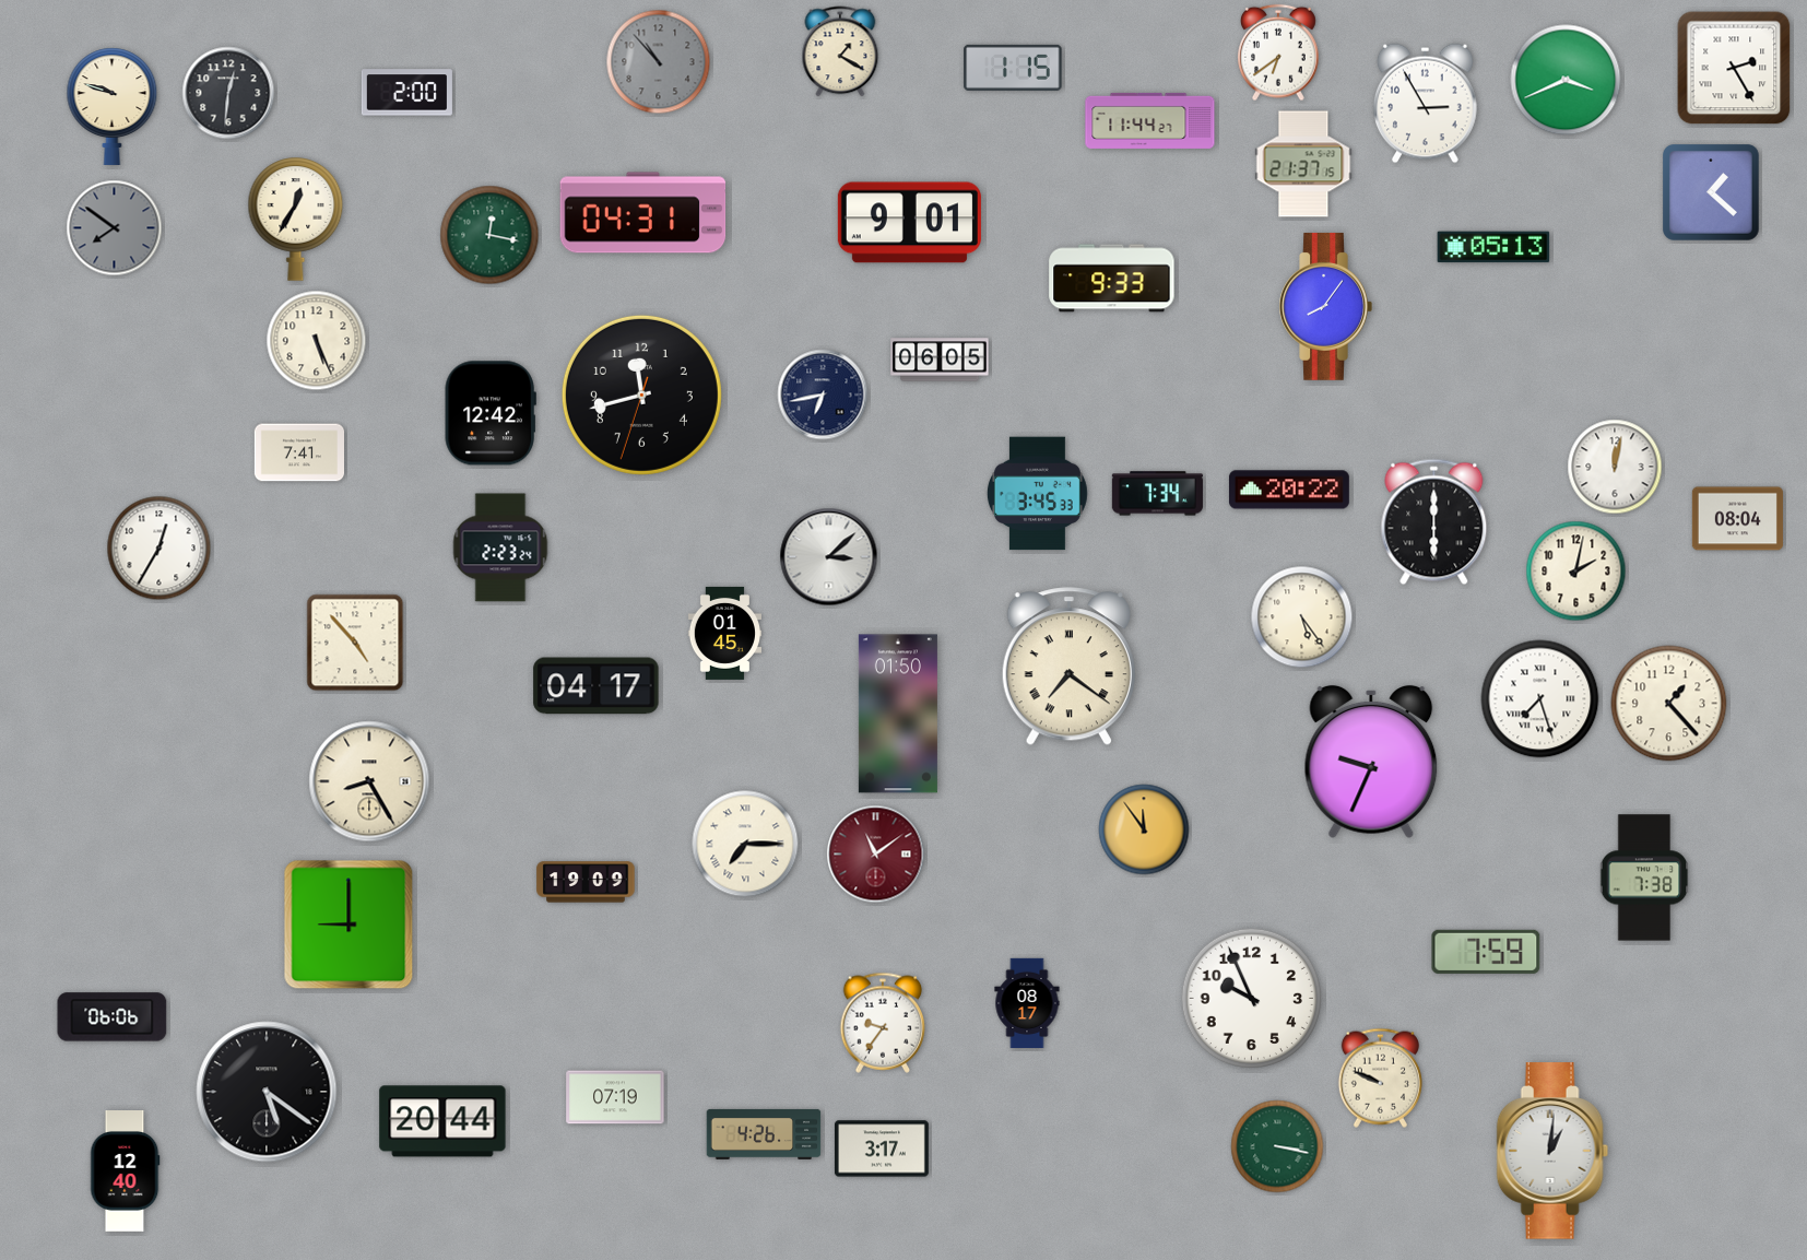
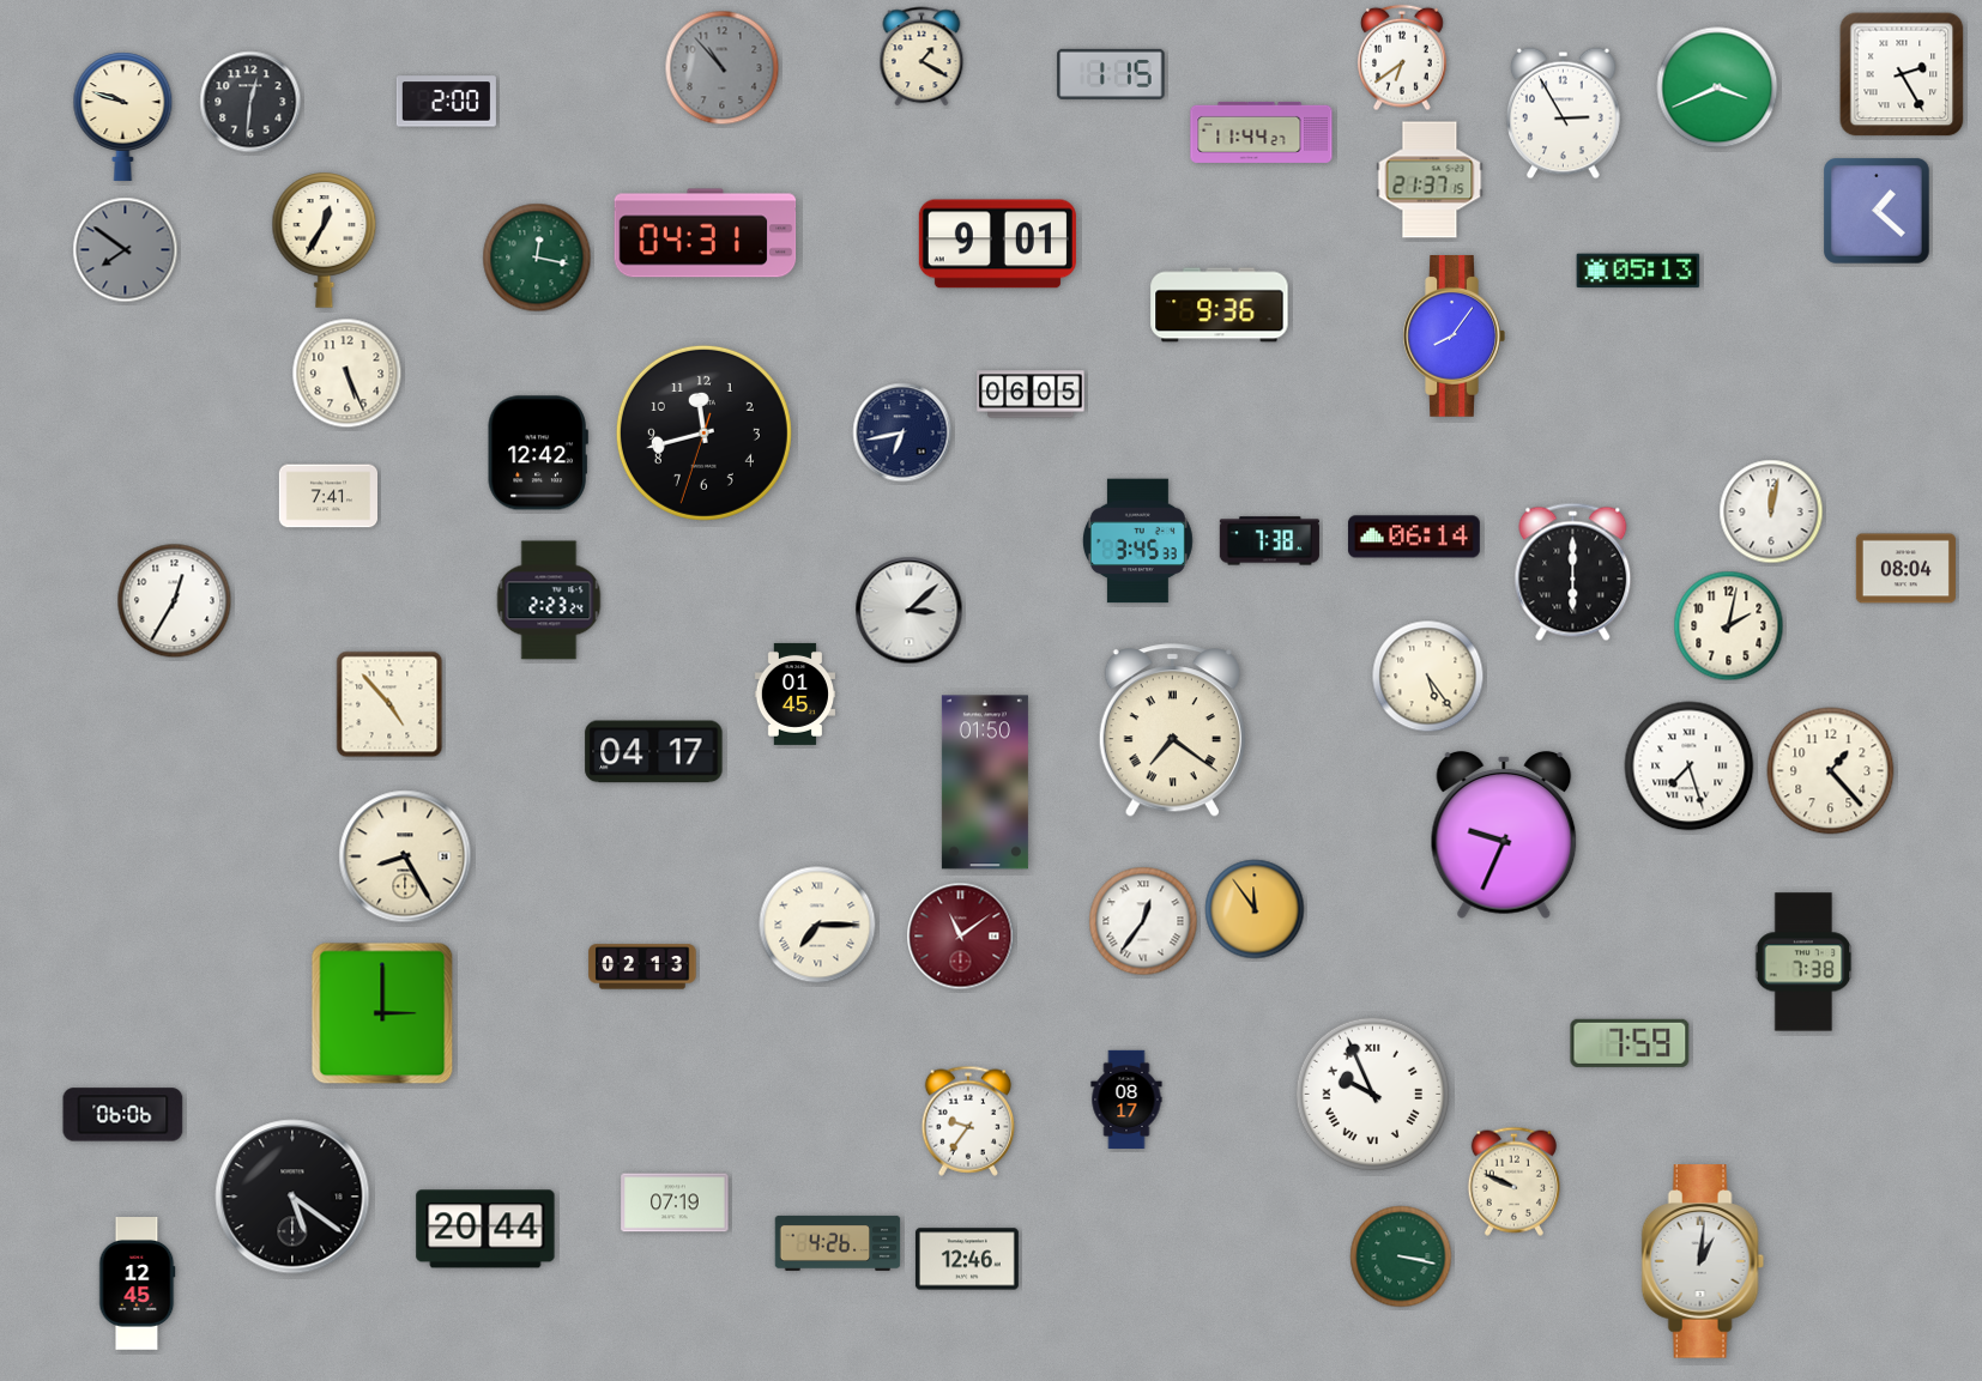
clock at (1112, 279): 9:33 -> 9:36
clock at (1289, 490): 20:22 -> 06:14
clock at (1157, 494): 7:34 -> 7:38
clock at (1143, 921): none -> 12:36
clock at (586, 882): 19:09 -> 02:13
clock at (349, 925): 9:00 -> 3:00
clock at (1252, 999) numerals: Arabic -> Roman
clock at (882, 1149): 3:17 -> 12:46
clock at (126, 1171): 12:40 -> 12:45
